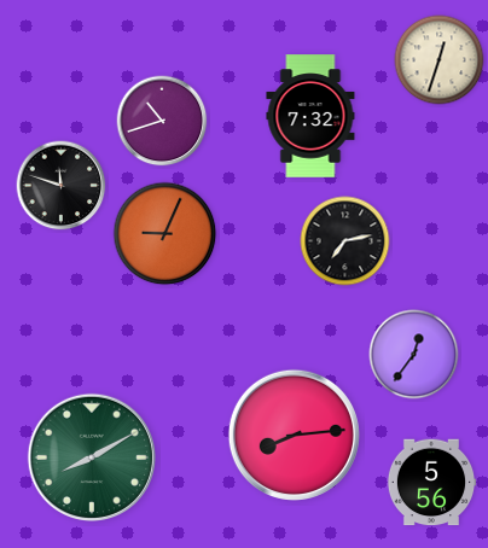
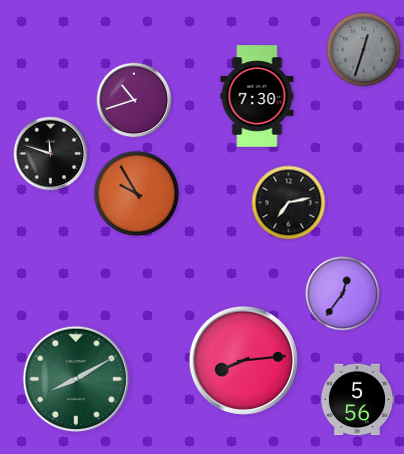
clock at (440, 60) dial: cream -> grey
clock at (310, 116): 7:32 -> 7:30
clock at (165, 234): 9:04 -> 9:55
clock at (345, 241) position: (345, 241) -> (289, 203)
